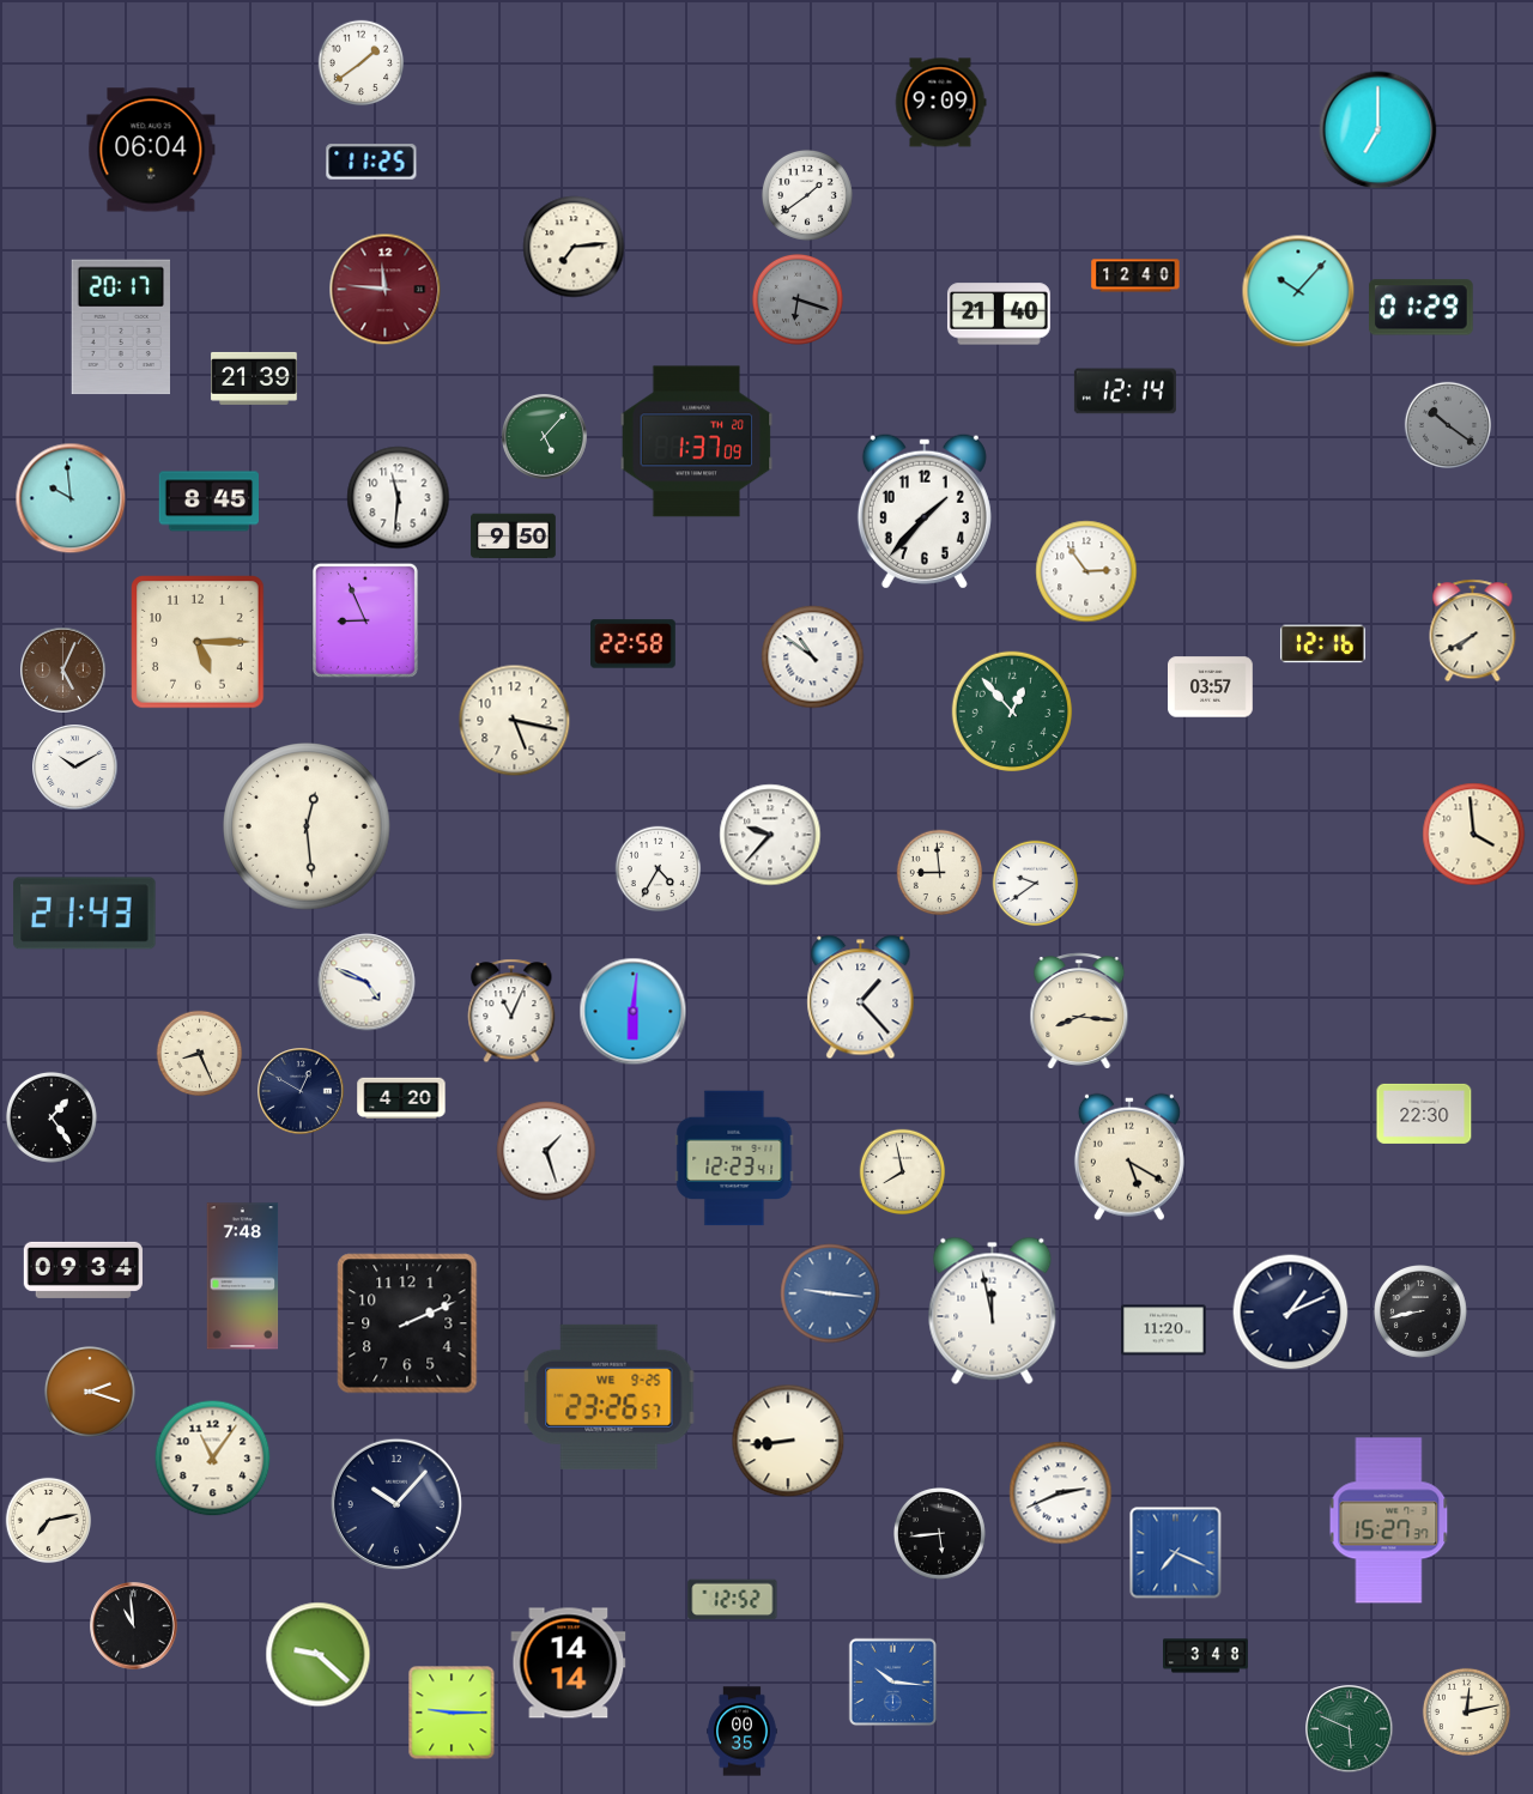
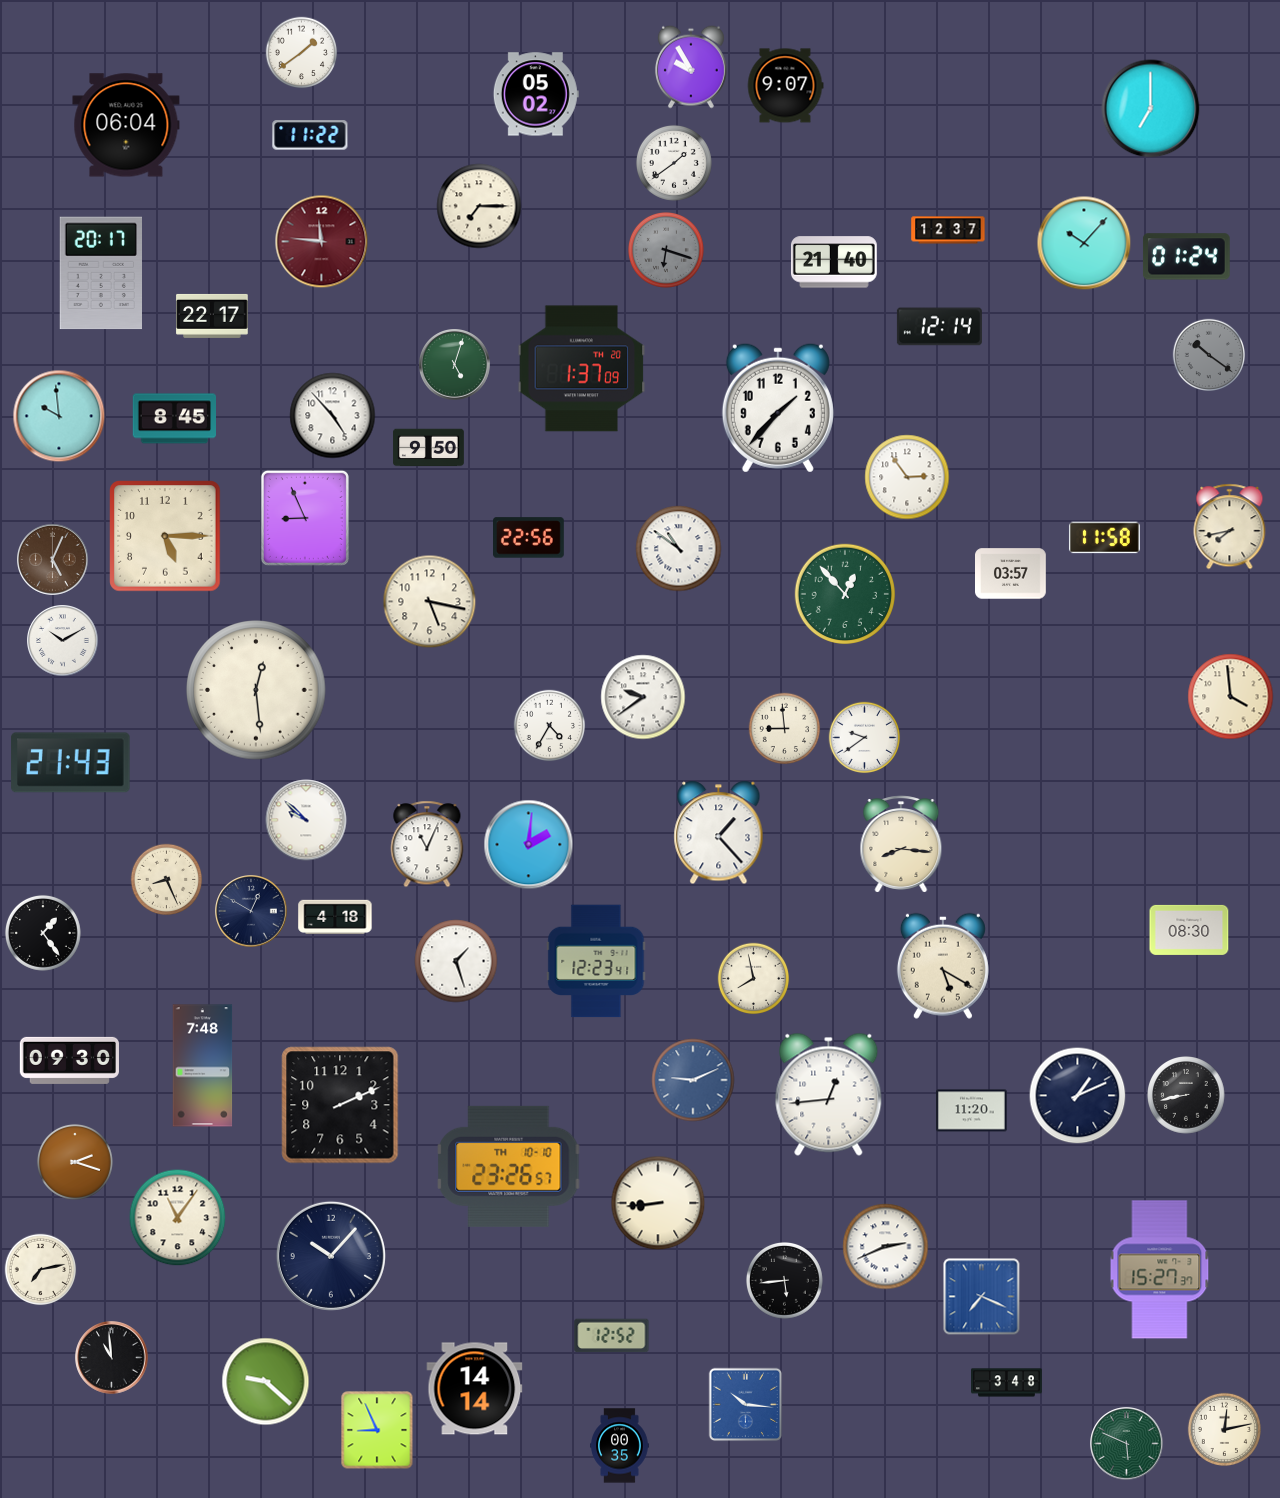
clock at (691, 67): none -> 9:55
clock at (940, 103): 9:09 -> 9:07
clock at (536, 94): none -> 05:02
clock at (371, 162): 11:25 -> 11:22
clock at (574, 247): 7:14 -> 7:15
clock at (1135, 275): 12:40 -> 12:37
clock at (1422, 308): 01:29 -> 01:24
clock at (254, 378): 21:39 -> 22:17
clock at (545, 437): 5:07 -> 5:03
clock at (399, 498): 11:31 -> 4:53
clock at (925, 511) position: (925, 511) -> (778, 408)
clock at (1473, 631): 7:40 -> 7:43
clock at (634, 644): 22:58 -> 22:56
clock at (1323, 644): 12:16 -> 11:58
clock at (770, 835): 9:37 -> 9:39
clock at (366, 982): 4:49 -> 9:52
clock at (634, 1012): 6:01 -> 2:01
clock at (401, 1097): 4:20 -> 4:18
clock at (1424, 1114): 22:30 -> 08:30
clock at (734, 1158) position: (734, 1158) -> (596, 961)
clock at (83, 1269): 09:34 -> 09:30
clock at (830, 1293): 9:16 -> 9:11
clock at (993, 1310): 11:58 -> 12:44
clock at (610, 1396) date: WE 9-25 -> TH 10-10
clock at (452, 1713): 9:15 -> 8:56
